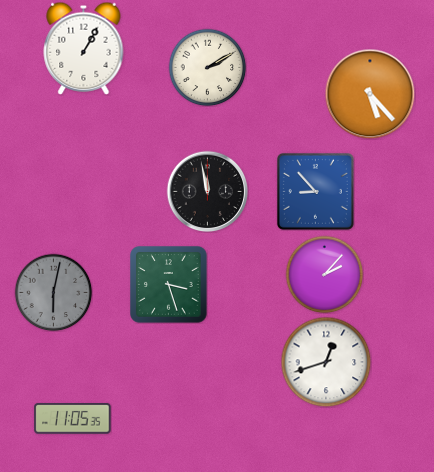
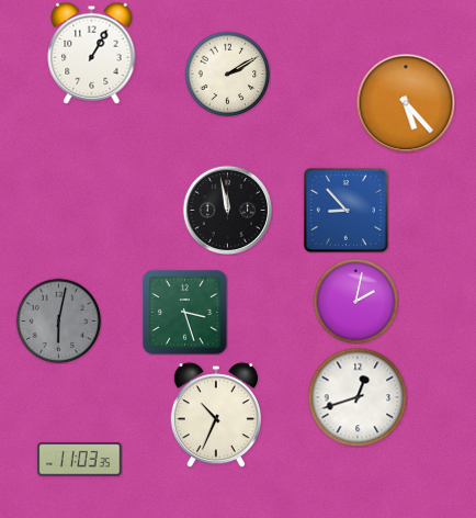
clock at (324, 274): 2:07 -> 2:02
clock at (216, 415): none -> 10:34
clock at (73, 419): 11:05 -> 11:03
